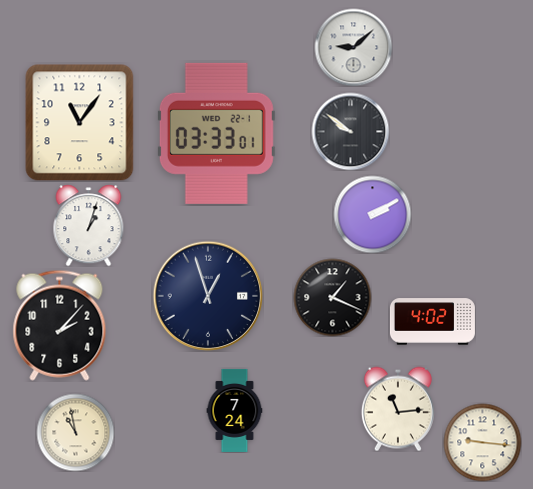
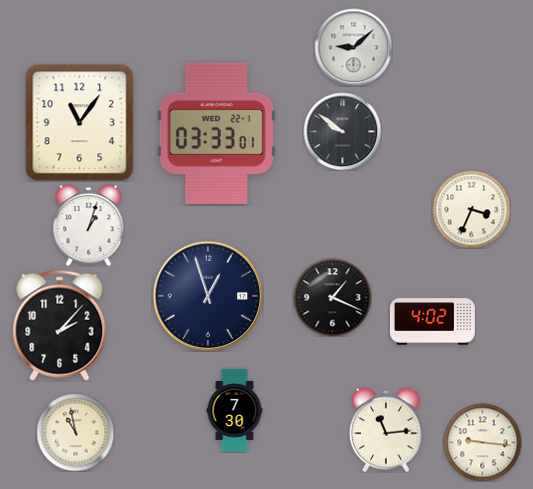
clock at (350, 131) position: (350, 131) -> (342, 131)
clock at (471, 209): none -> 3:34
clock at (372, 214): 2:10 -> none
clock at (398, 409) position: (398, 409) -> (386, 430)
clock at (235, 410): 7:24 -> 7:30
